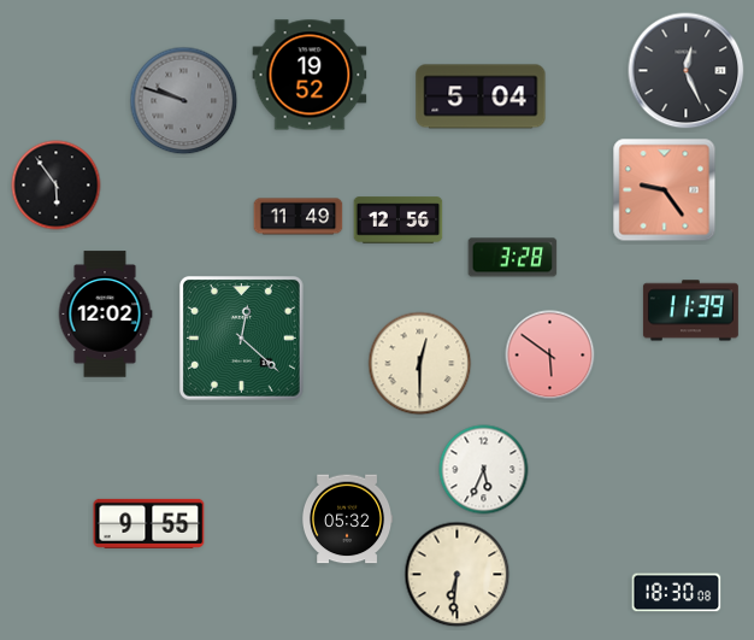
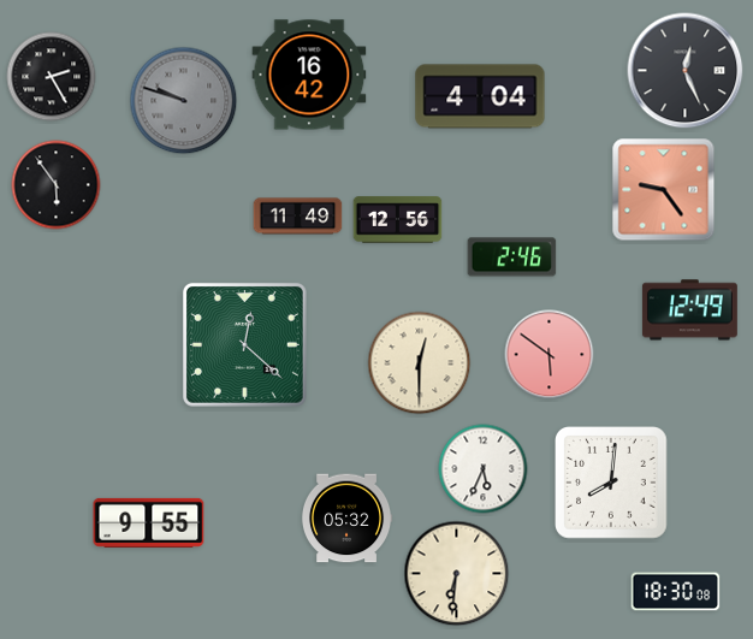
clock at (310, 75): 19:52 -> 16:42
clock at (52, 77): none -> 2:25
clock at (481, 96): 5:04 -> 4:04
clock at (513, 258): 3:28 -> 2:46
clock at (690, 311): 11:39 -> 12:49
clock at (105, 315): 12:02 -> none
clock at (241, 337) position: (241, 337) -> (244, 344)
clock at (612, 484): none -> 8:01
